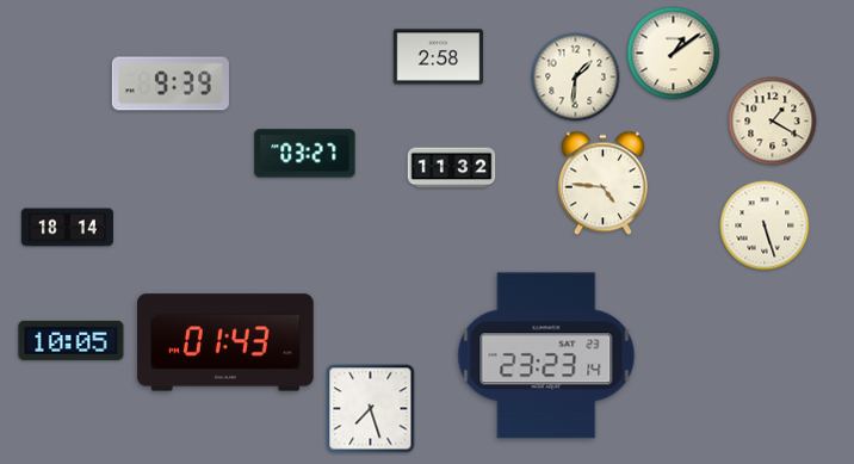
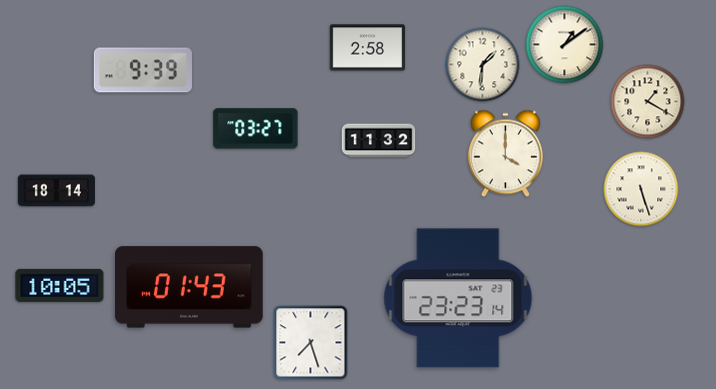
clock at (602, 184): 4:46 -> 4:00
